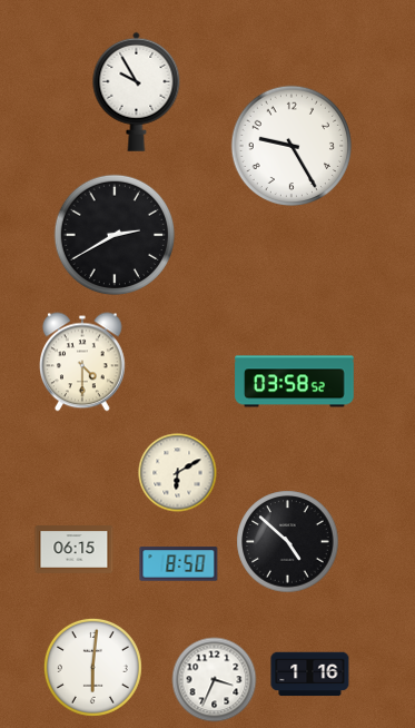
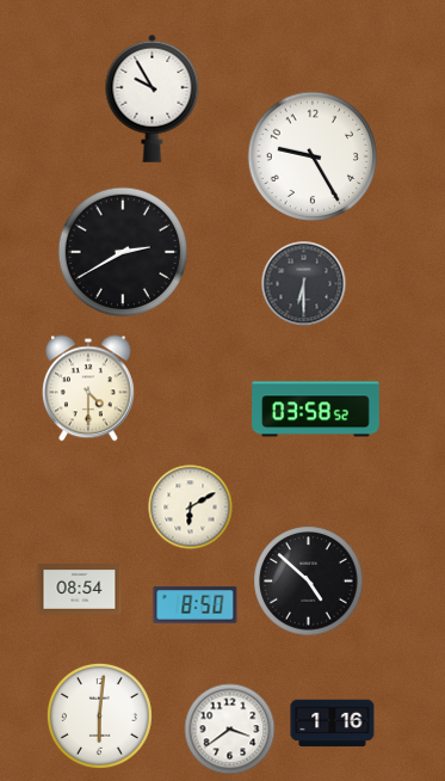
clock at (137, 91) position: (137, 91) -> (153, 98)
clock at (304, 284): none -> 6:30
clock at (75, 550): 06:15 -> 08:54
clock at (179, 564) position: (179, 564) -> (196, 605)
clock at (215, 680): 3:34 -> 3:39
